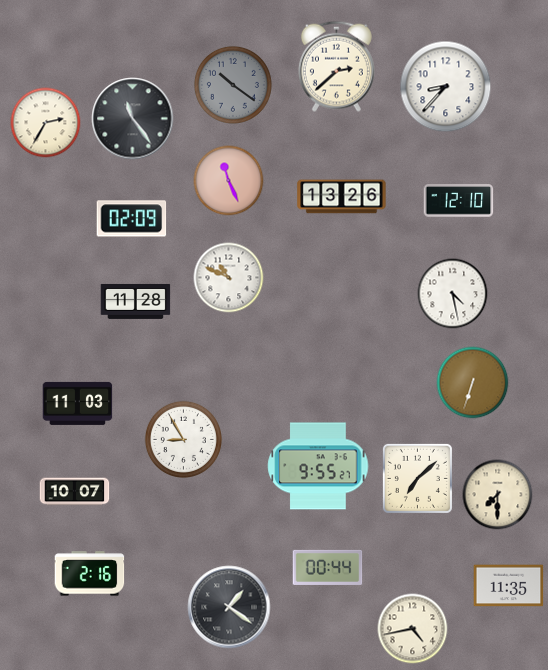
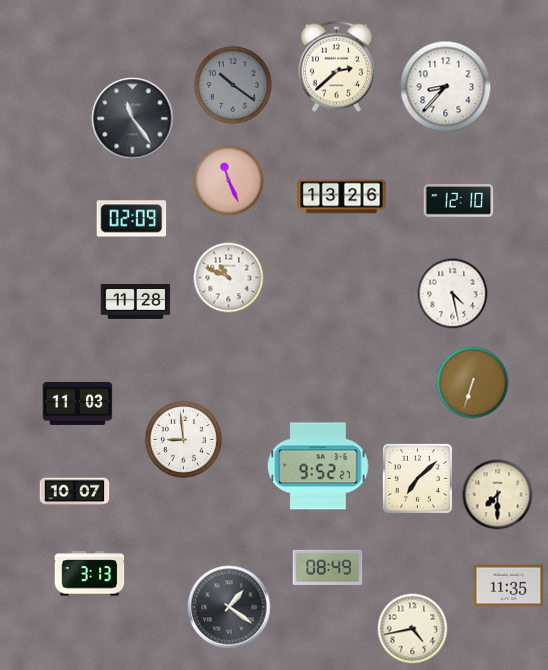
clock at (46, 123): 2:35 -> none
clock at (183, 439): 8:55 -> 8:59
clock at (318, 466): 9:55 -> 9:52
clock at (328, 567): 00:44 -> 08:49
clock at (90, 574): 2:16 -> 3:13
